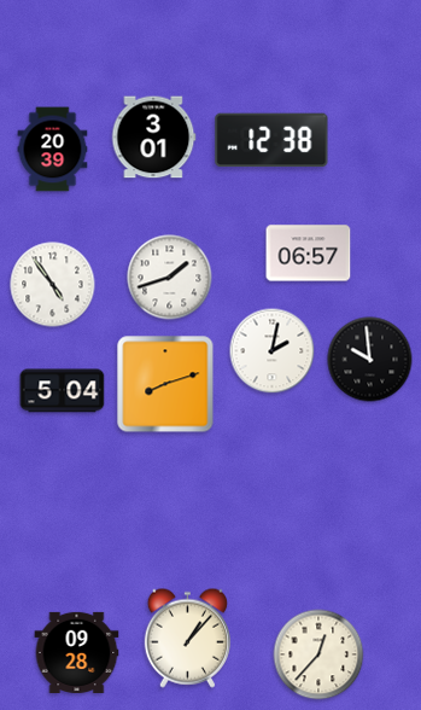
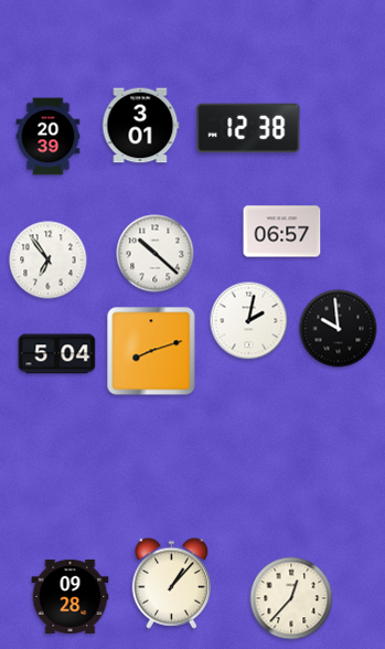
clock at (170, 278): 1:42 -> 10:22
clock at (53, 285): 4:54 -> 6:54
clock at (63, 391) position: (63, 391) -> (57, 354)
